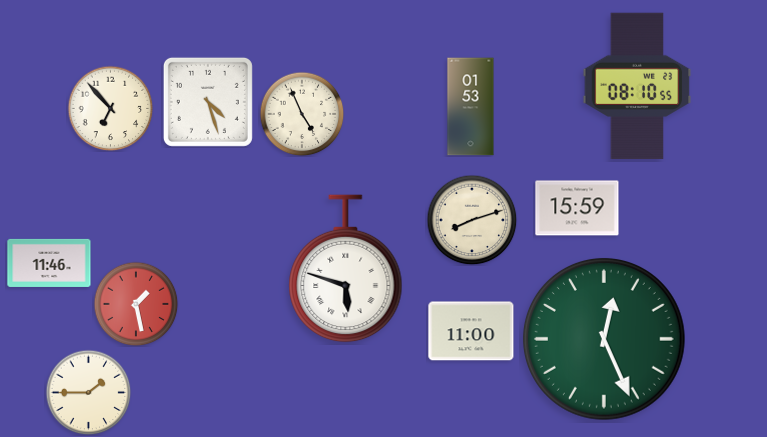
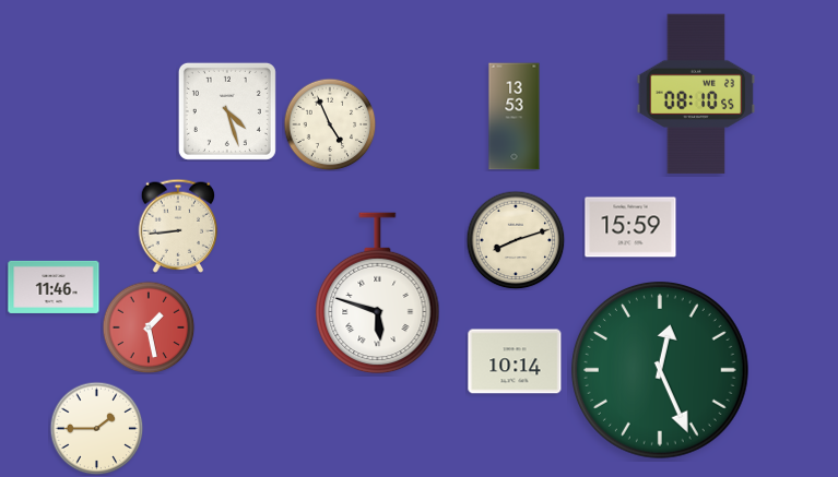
clock at (471, 107): 01:53 -> 13:53
clock at (110, 108): 6:53 -> none
clock at (178, 226): none -> 8:44
clock at (136, 304) position: (136, 304) -> (149, 327)
clock at (471, 331): 11:00 -> 10:14
